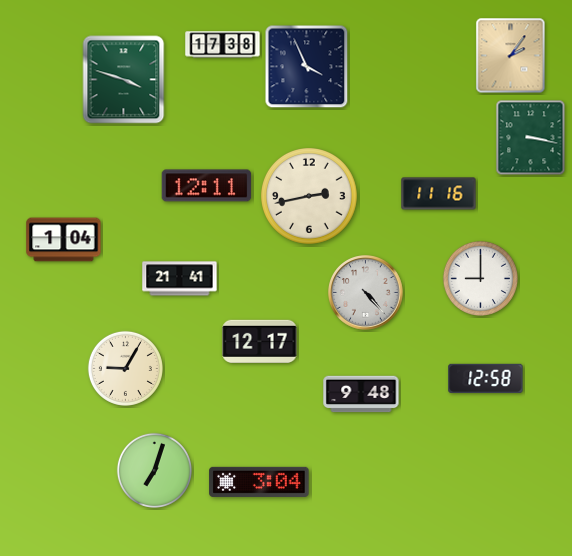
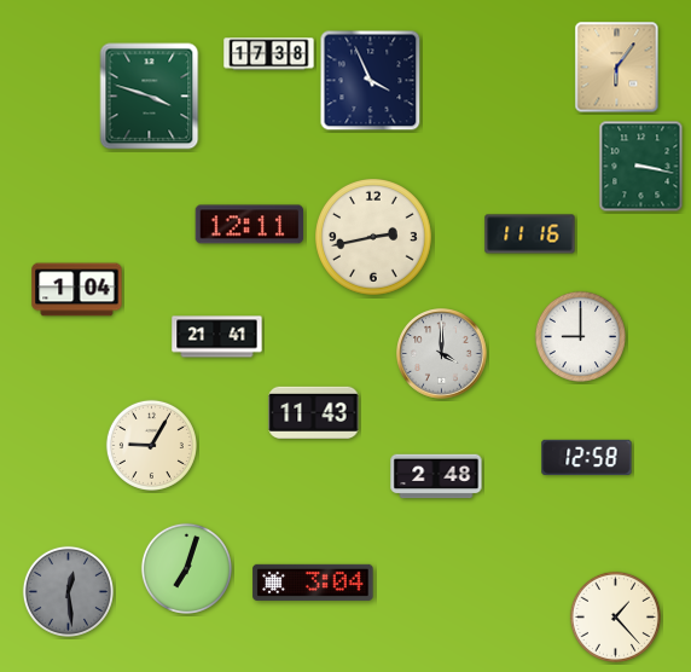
clock at (511, 56): 2:06 -> 6:06
clock at (366, 293): 4:23 -> 4:00
clock at (260, 341): 12:17 -> 11:43
clock at (361, 394): 9:48 -> 2:48
clock at (68, 591): none -> 12:29
clock at (615, 616): none -> 1:23
